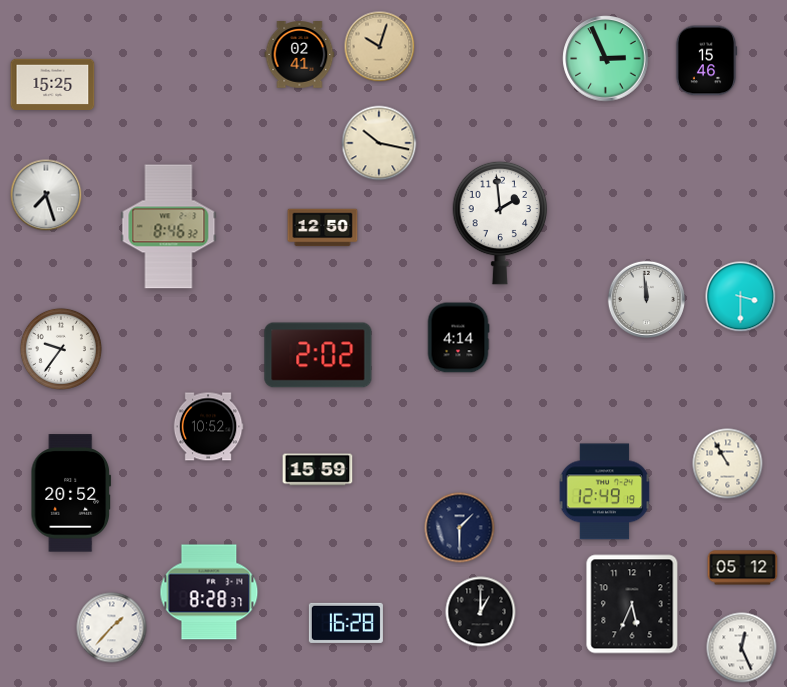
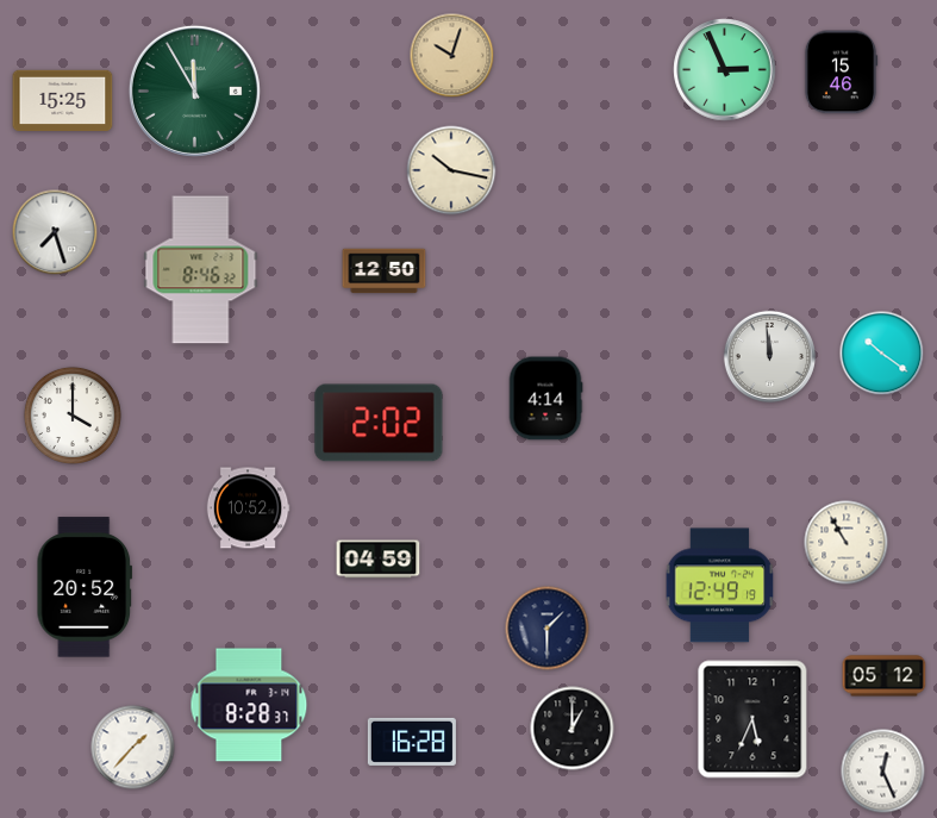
clock at (300, 55): 02:41 -> none
clock at (606, 59) position: (606, 59) -> (725, 70)
clock at (194, 90): none -> 11:55
clock at (500, 223): 1:59 -> none
clock at (741, 297): 3:30 -> 10:21
clock at (458, 338) position: (458, 338) -> (545, 399)
clock at (61, 349): 9:36 -> 4:00
clock at (728, 464) position: (728, 464) -> (847, 543)
clock at (318, 470): 15:59 -> 04:59
